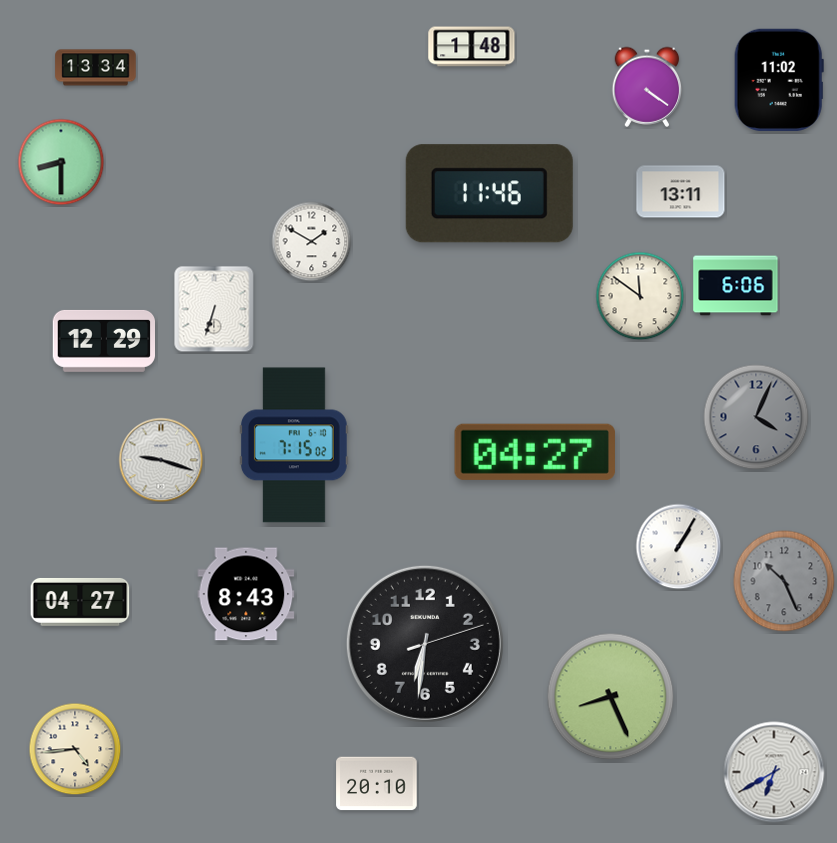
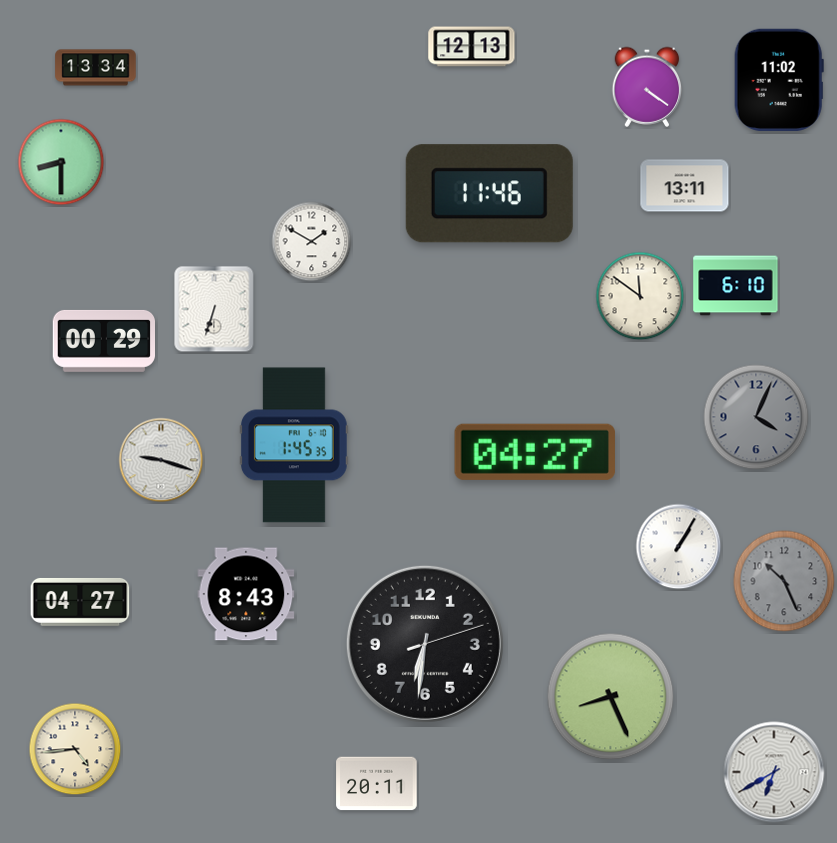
clock at (472, 47): 1:48 -> 12:13
clock at (681, 192) position: (681, 192) -> (685, 186)
clock at (736, 286): 6:06 -> 6:10
clock at (103, 341): 12:29 -> 00:29
clock at (294, 445): 7:15 -> 1:45
clock at (377, 784): 20:10 -> 20:11
